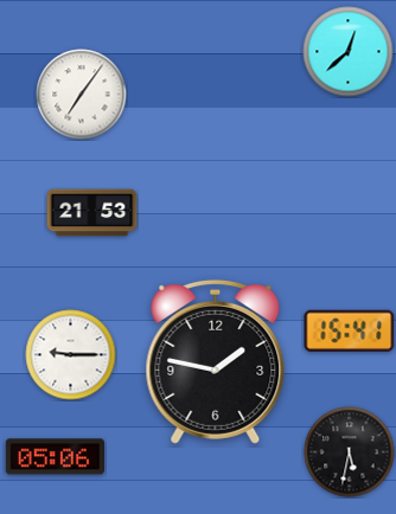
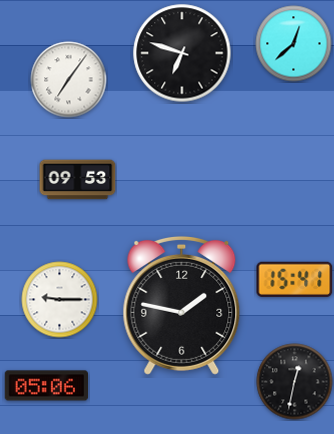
clock at (182, 53): none -> 6:48
clock at (92, 213): 21:53 -> 09:53
clock at (350, 452): 5:32 -> 12:32
